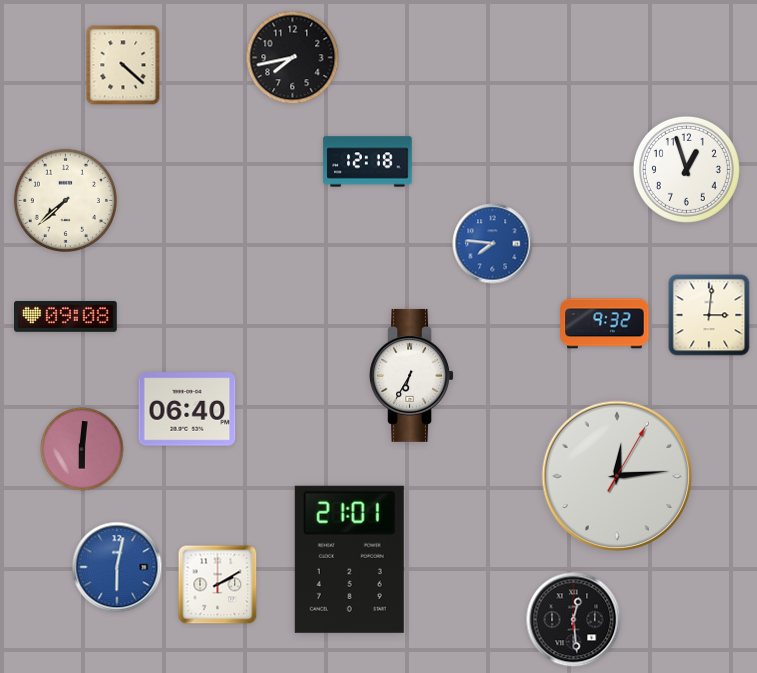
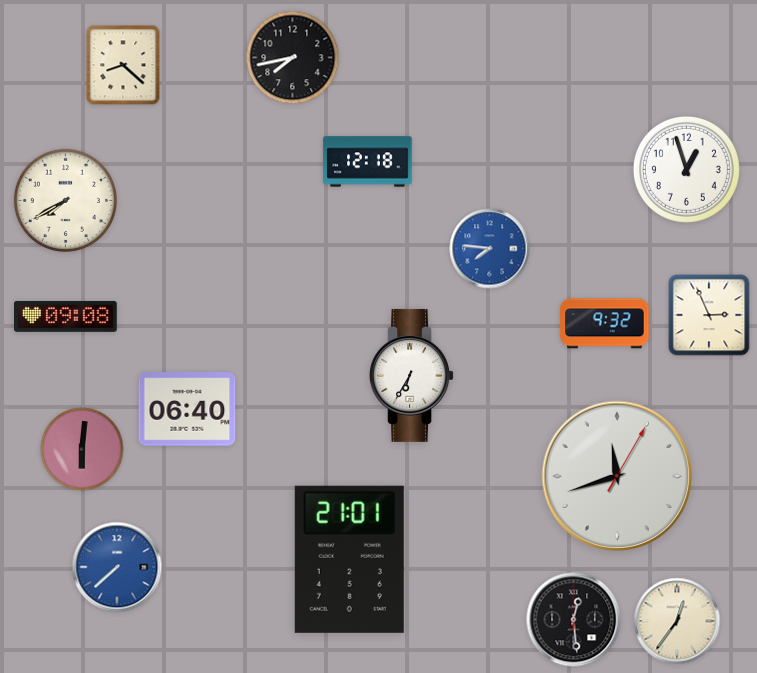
clock at (123, 65): 4:22 -> 8:22
clock at (65, 200): 7:38 -> 7:40
clock at (493, 244) position: (493, 244) -> (490, 249)
clock at (709, 315): 3:01 -> 2:56
clock at (617, 476): 12:14 -> 11:42
clock at (117, 567): 6:02 -> 7:38
clock at (218, 585): 2:10 -> none
clock at (677, 621): none -> 12:36
